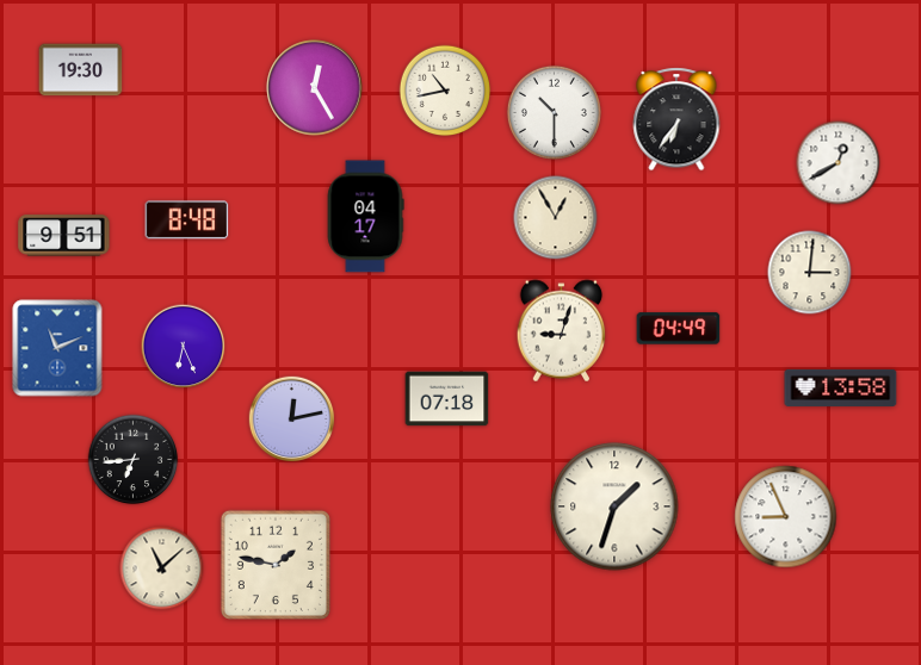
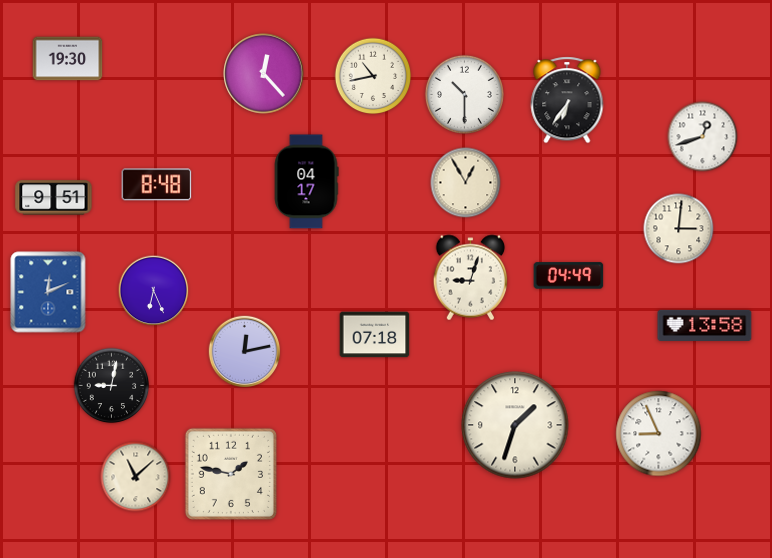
clock at (315, 88): 12:25 -> 12:23
clock at (839, 163): 12:40 -> 12:42
clock at (57, 348): 11:11 -> 12:11
clock at (134, 460): 6:44 -> 9:02
